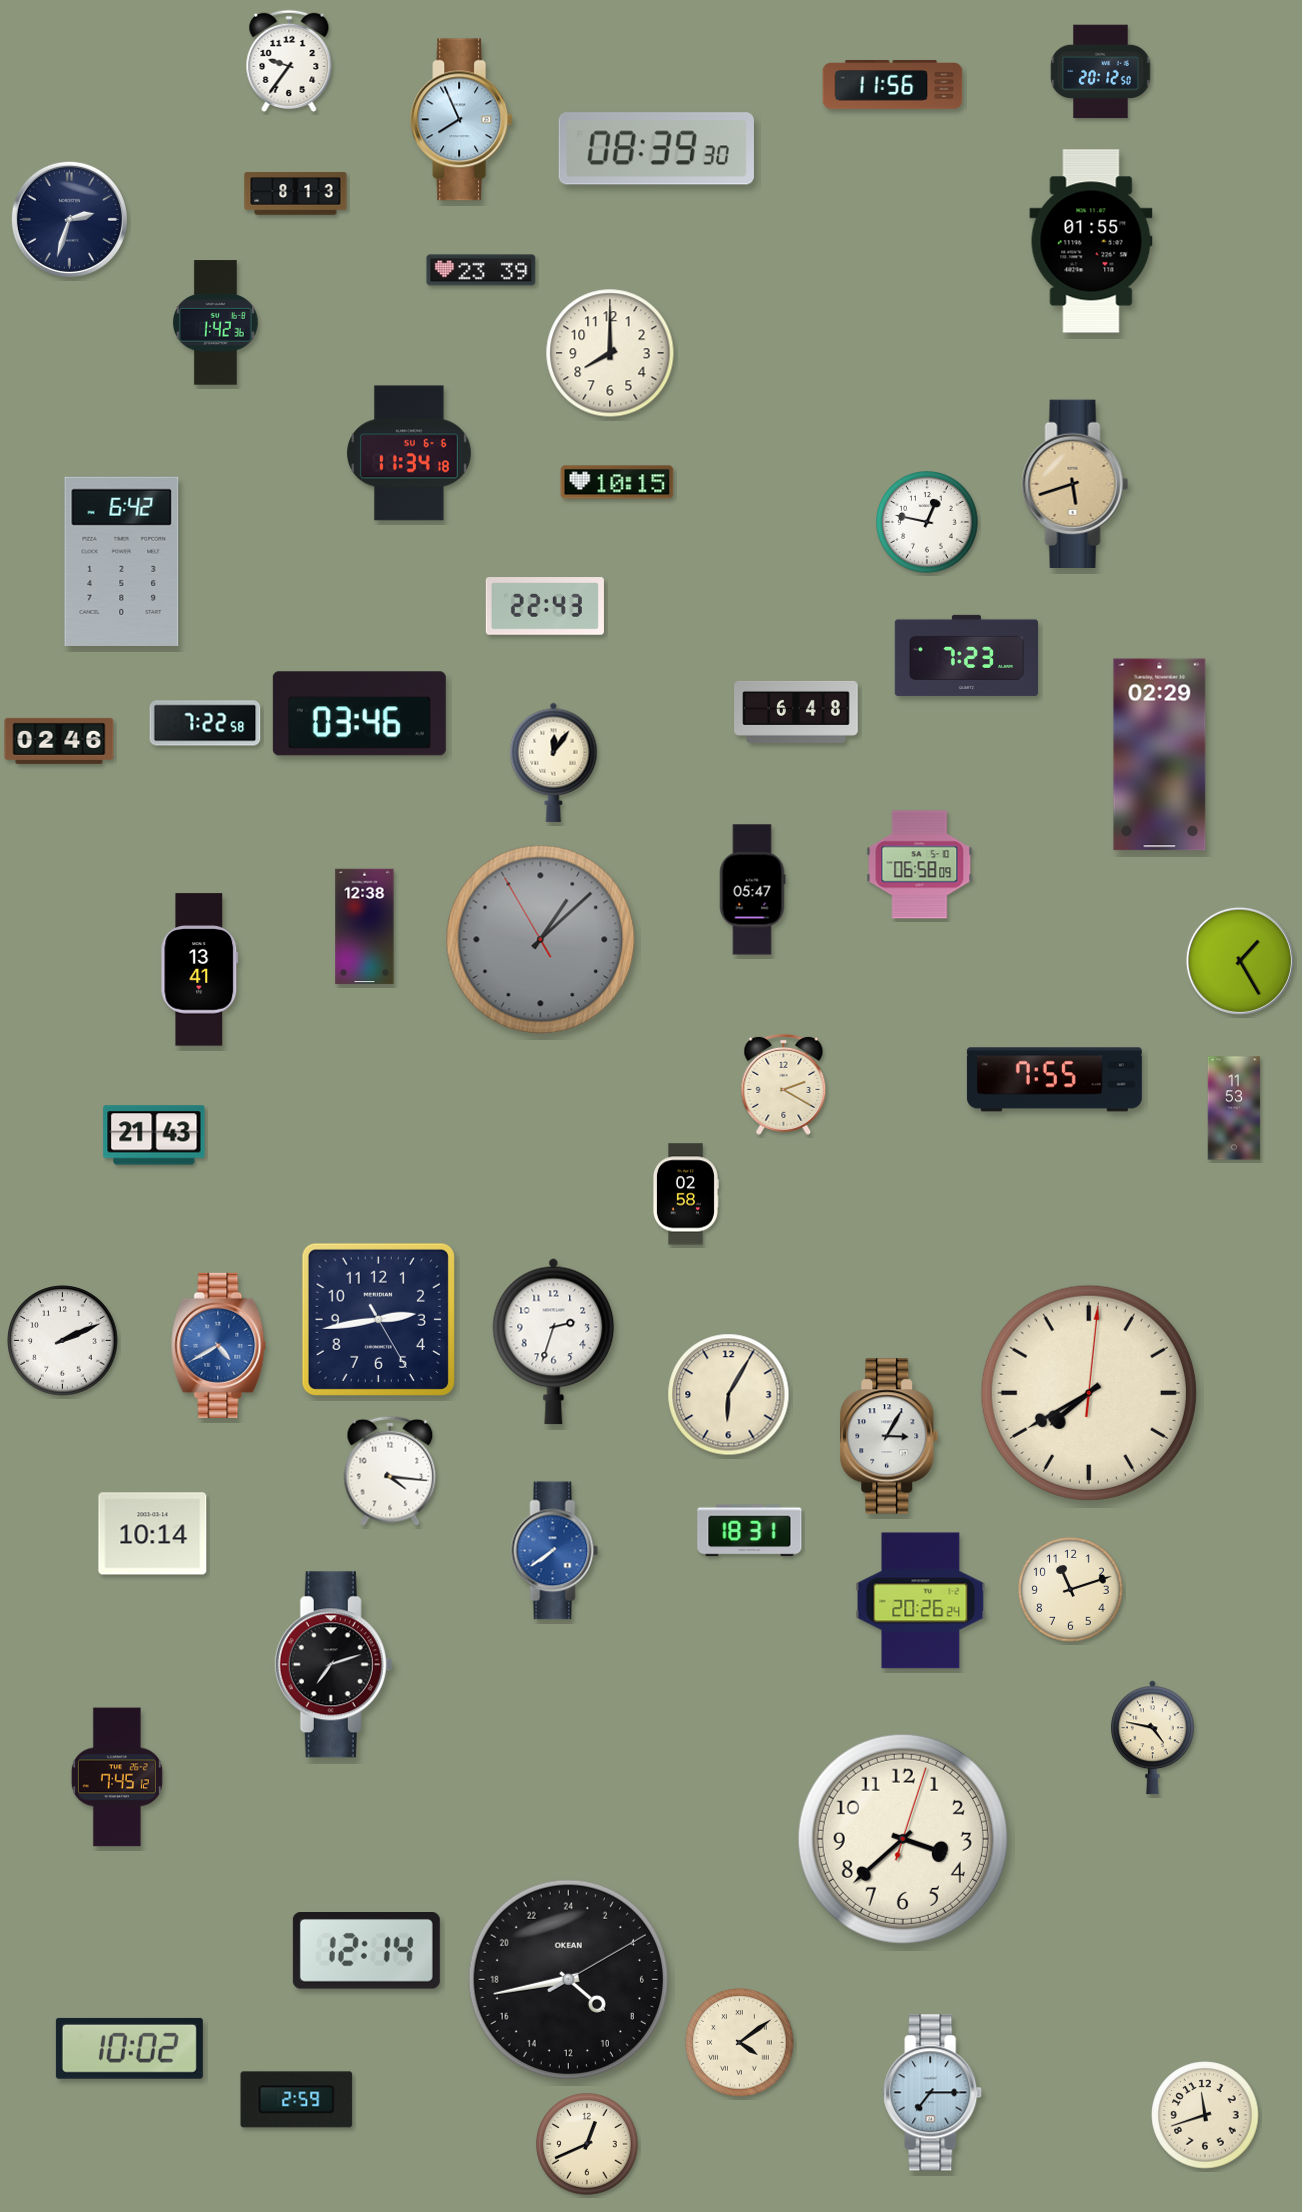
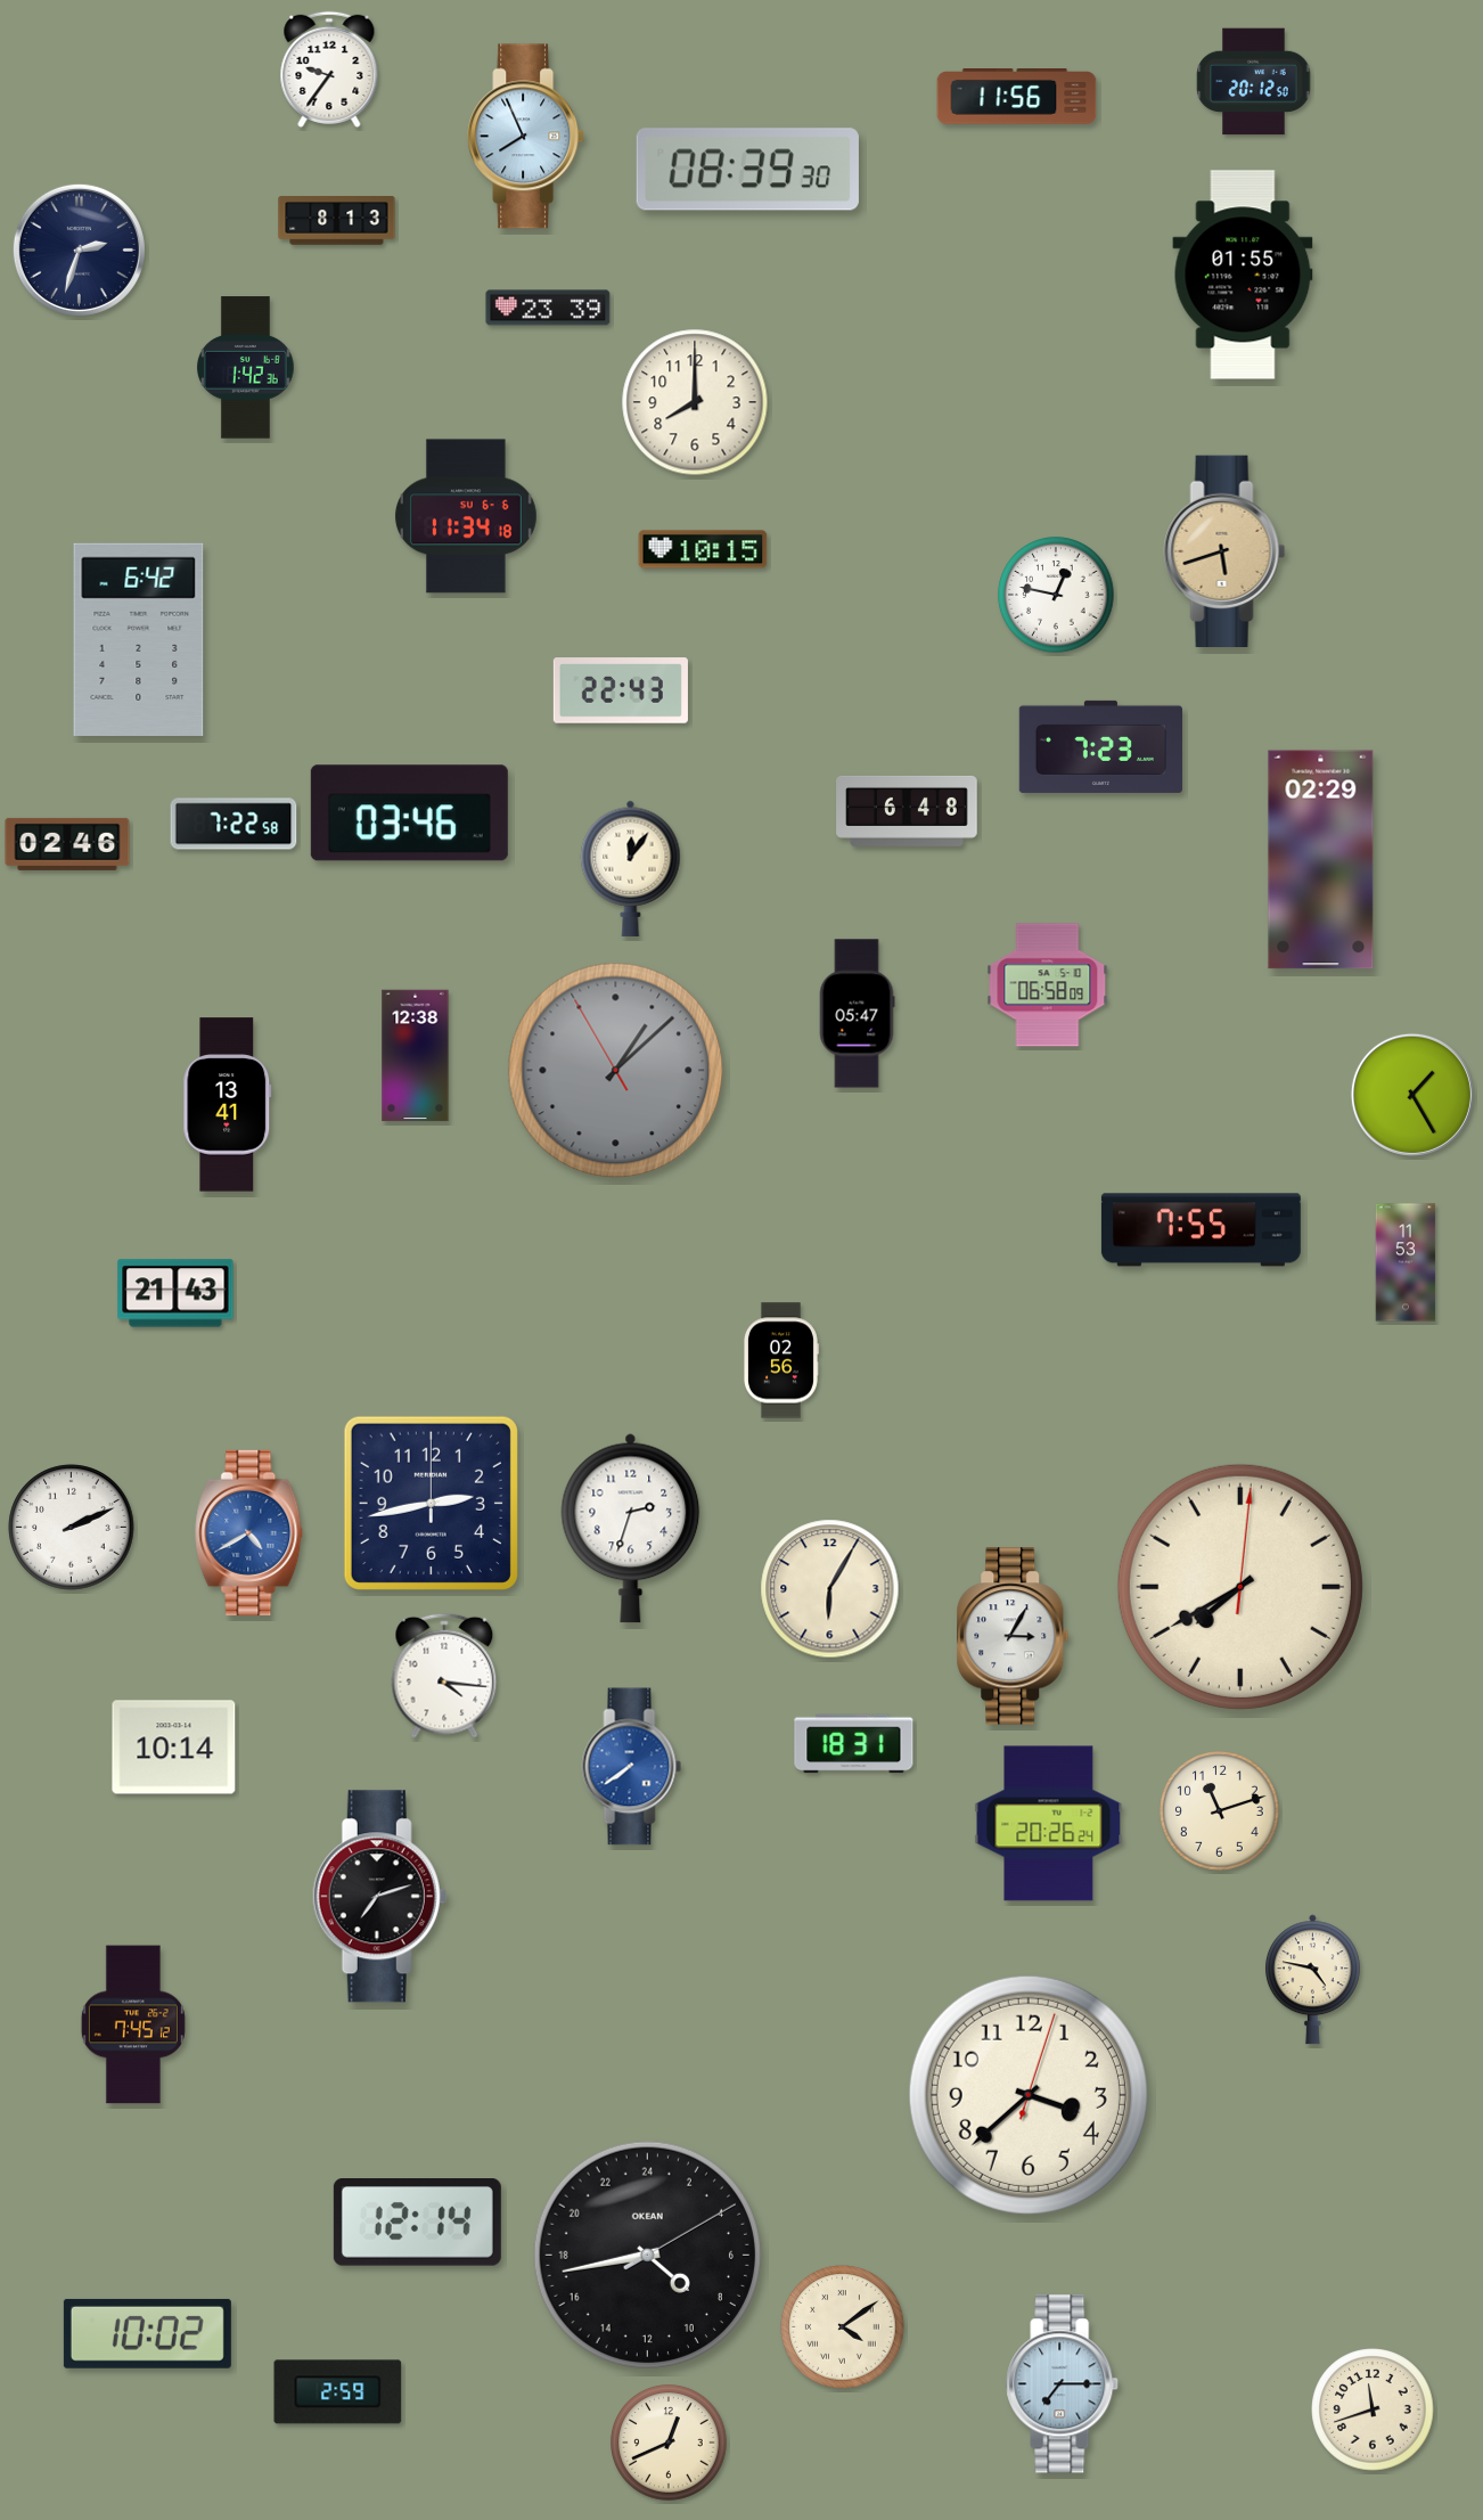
clock at (784, 1084): 2:20 -> none
clock at (685, 1194): 02:58 -> 02:56
clock at (378, 1319): 2:43:25 -> 2:43:00
